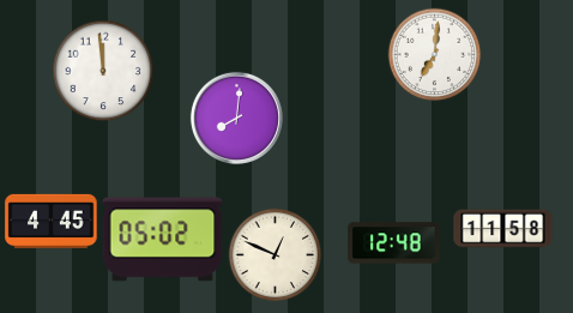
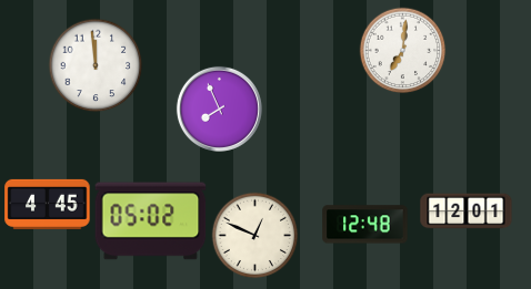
clock at (236, 118): 8:01 -> 7:56
clock at (503, 229): 11:58 -> 12:01
